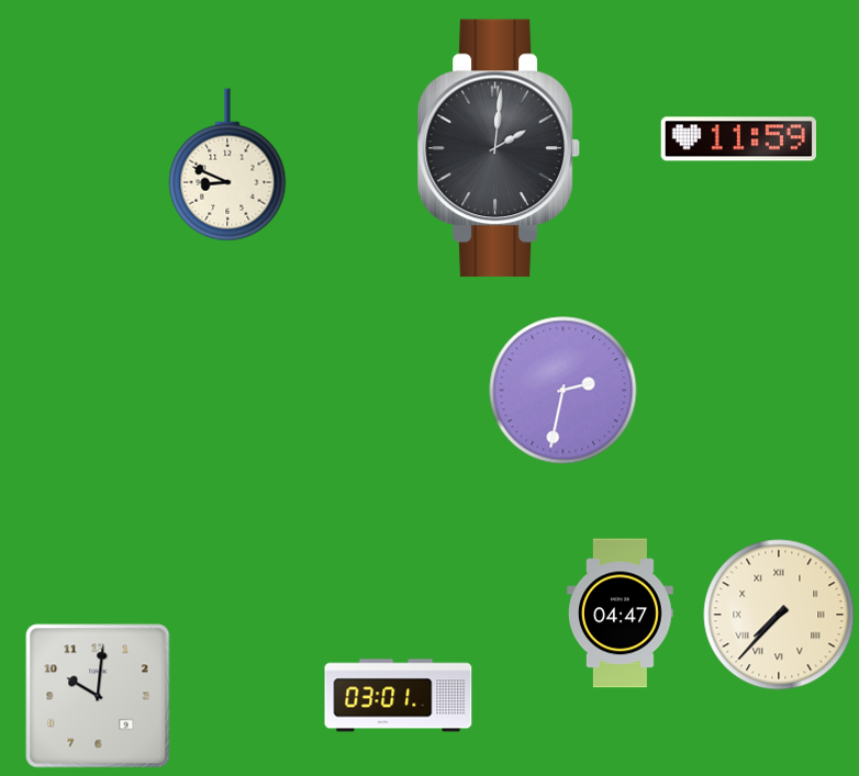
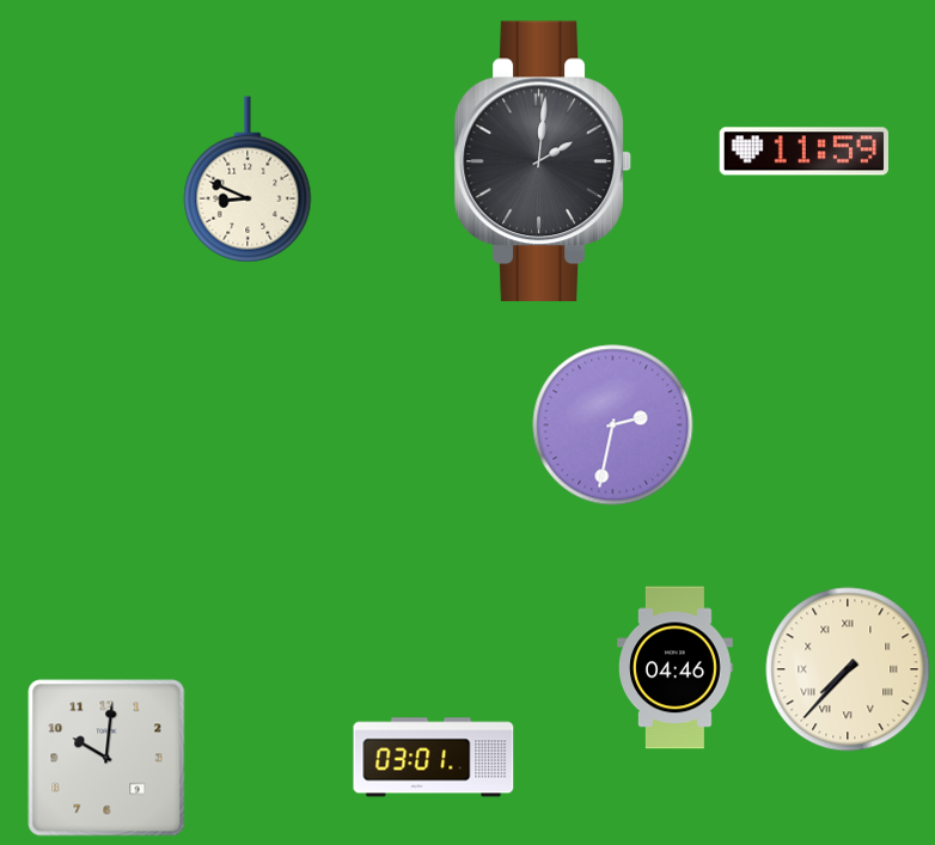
clock at (621, 614): 04:47 -> 04:46
